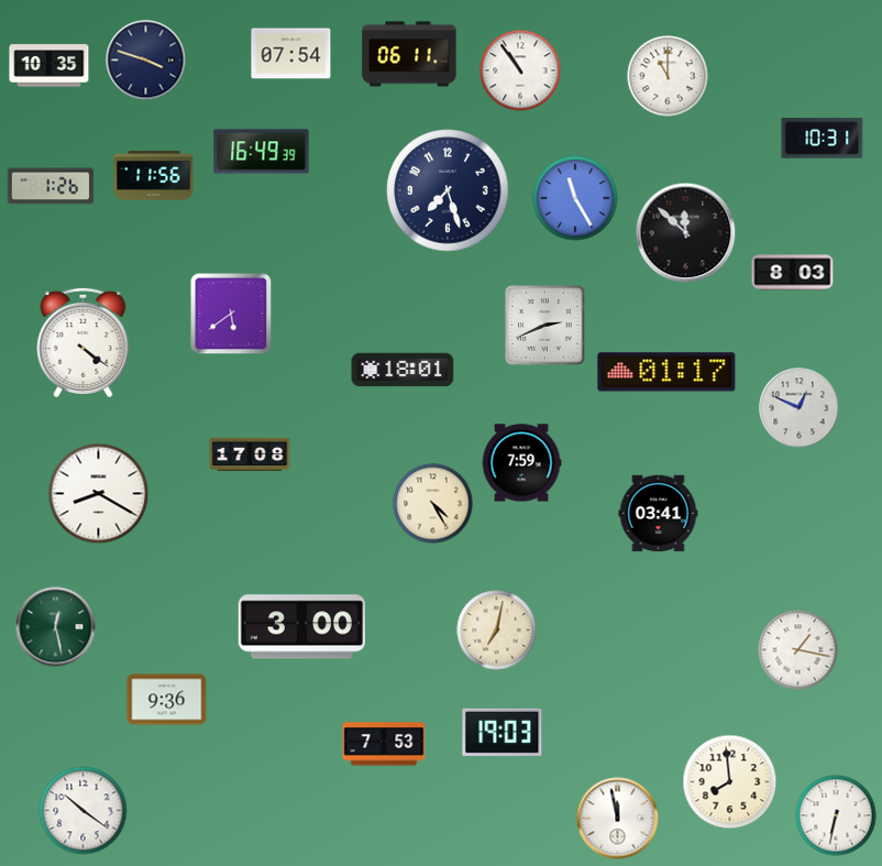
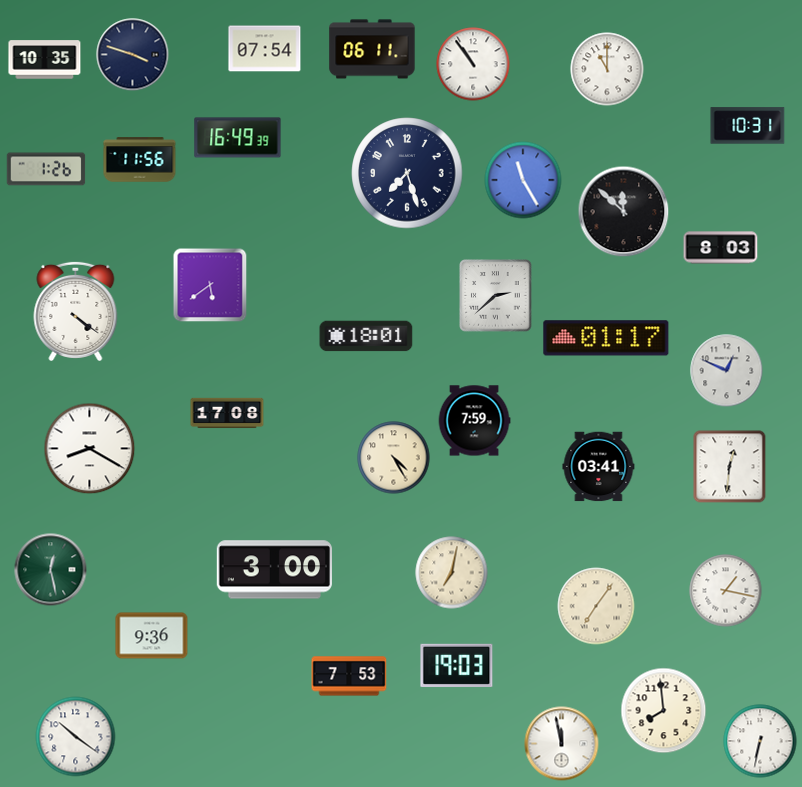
clock at (545, 326): 2:41 -> 2:38
clock at (730, 467): none -> 12:31
clock at (596, 606): none -> 7:06
